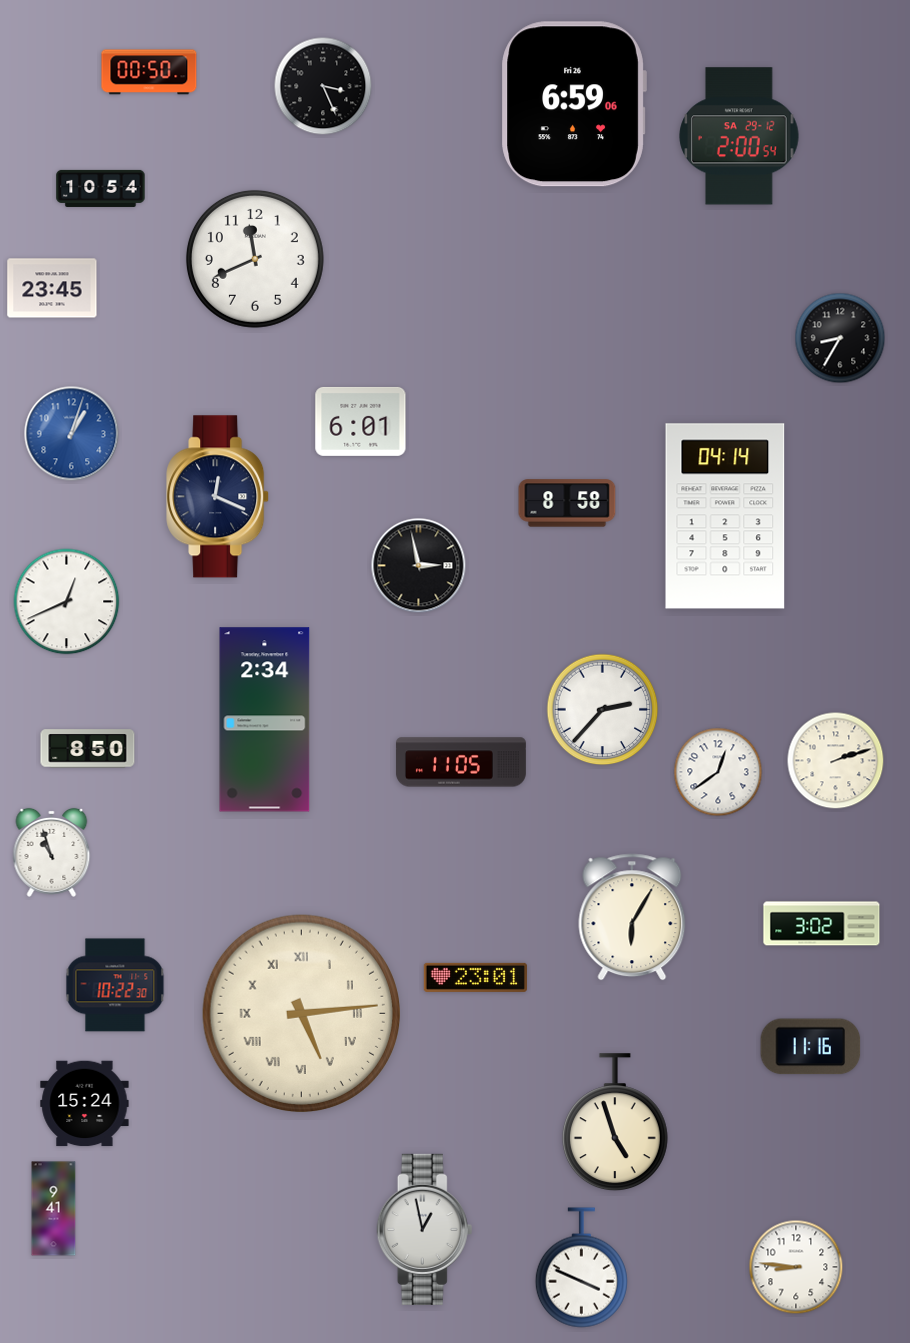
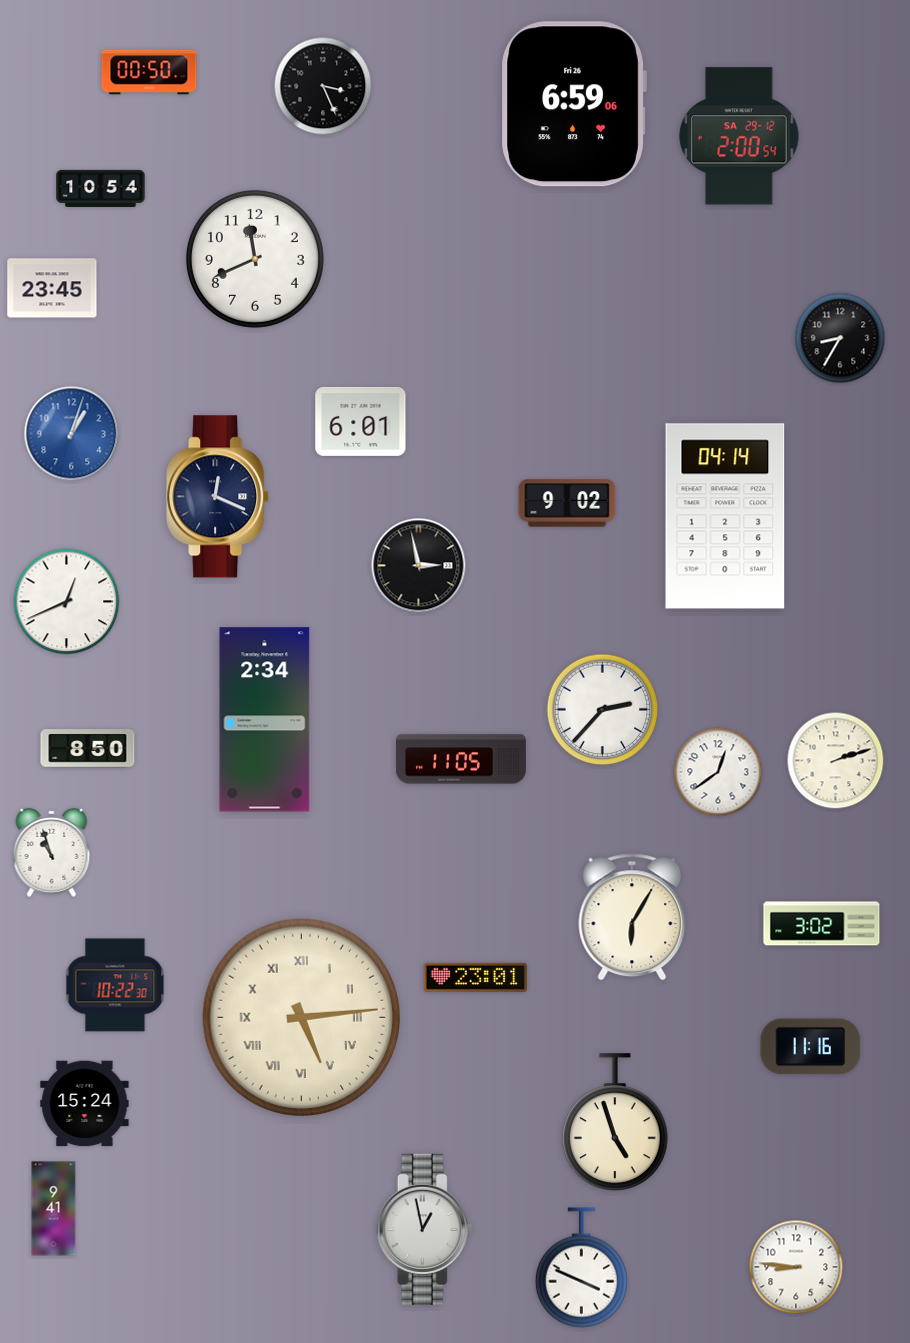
clock at (567, 503): 8:58 -> 9:02
clock at (461, 762) position: (461, 762) -> (461, 759)
clock at (301, 1013) position: (301, 1013) -> (301, 1017)
